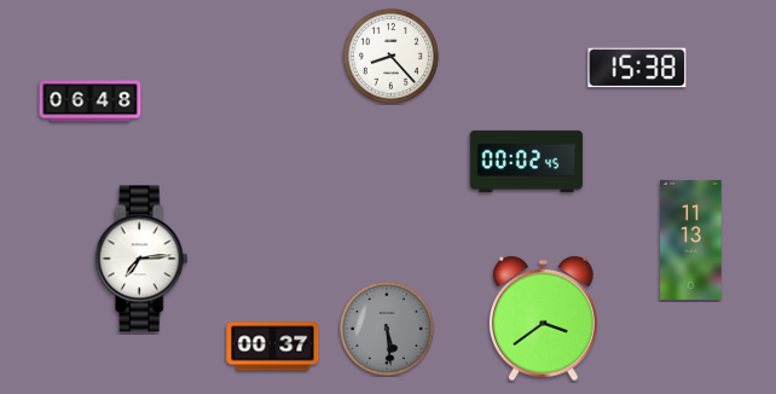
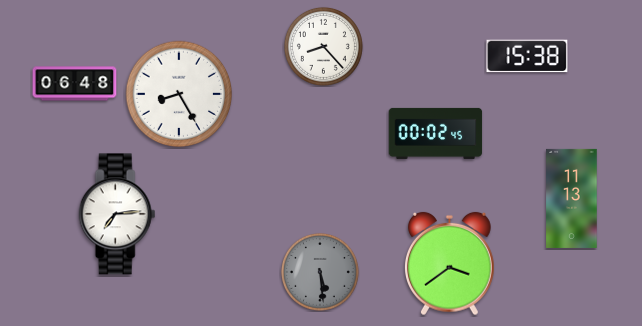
clock at (179, 94): none -> 8:25
clock at (273, 347): 00:37 -> none
